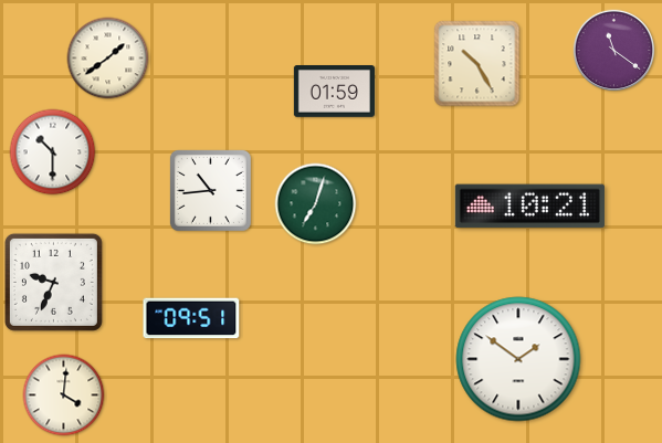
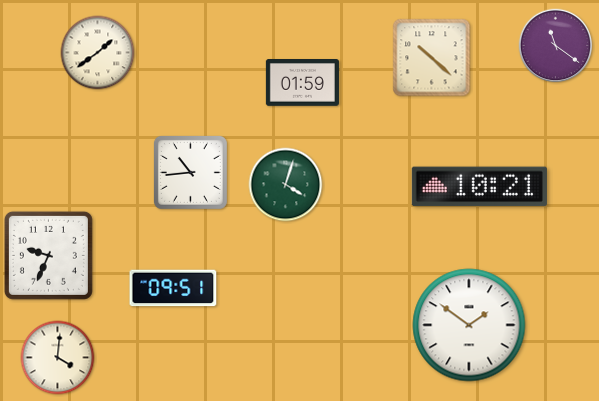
clock at (477, 64): 10:25 -> 10:22
clock at (53, 152): 10:30 -> none
clock at (316, 204): 7:03 -> 4:03
